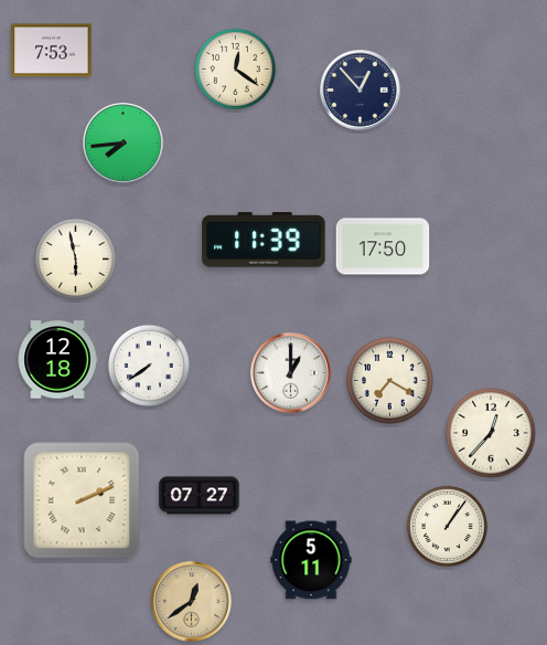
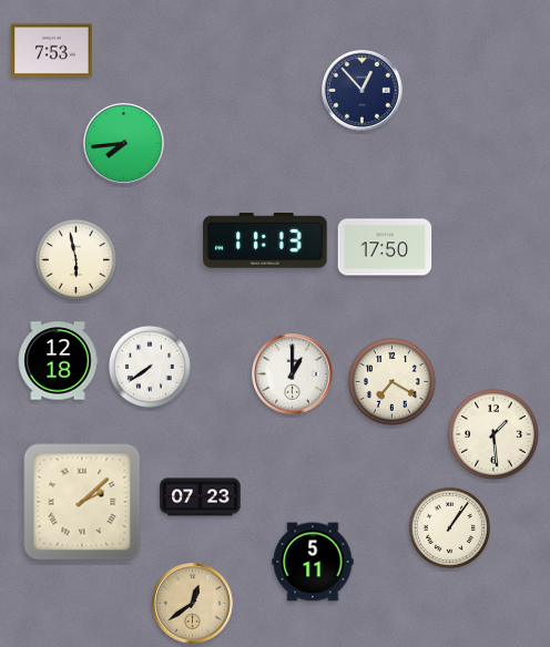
clock at (235, 68): 12:21 -> none
clock at (264, 241): 11:39 -> 11:13
clock at (491, 433): 12:37 -> 1:29
clock at (200, 496): 07:27 -> 07:23
clock at (82, 500): 2:11 -> 2:08
